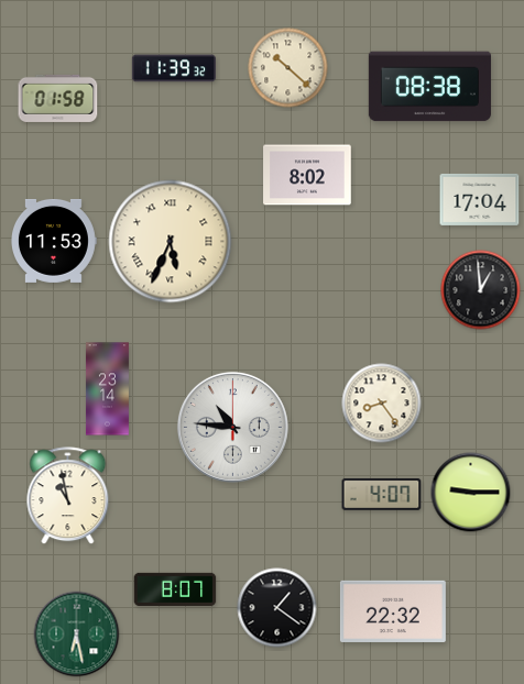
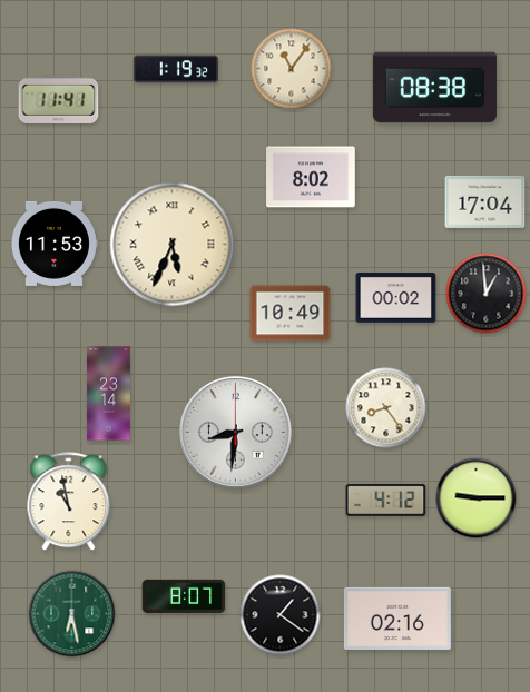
clock at (174, 68): 11:39 -> 1:19
clock at (288, 68): 10:22 -> 11:06
clock at (58, 98): 01:58 -> 11:41
clock at (396, 298): none -> 00:02
clock at (291, 314): none -> 10:49
clock at (232, 427): 10:46 -> 8:31
clock at (382, 494): 4:07 -> 4:12
clock at (175, 589) position: (175, 589) -> (184, 596)
clock at (393, 611): 22:32 -> 02:16
clock at (77, 635) position: (77, 635) -> (72, 614)
